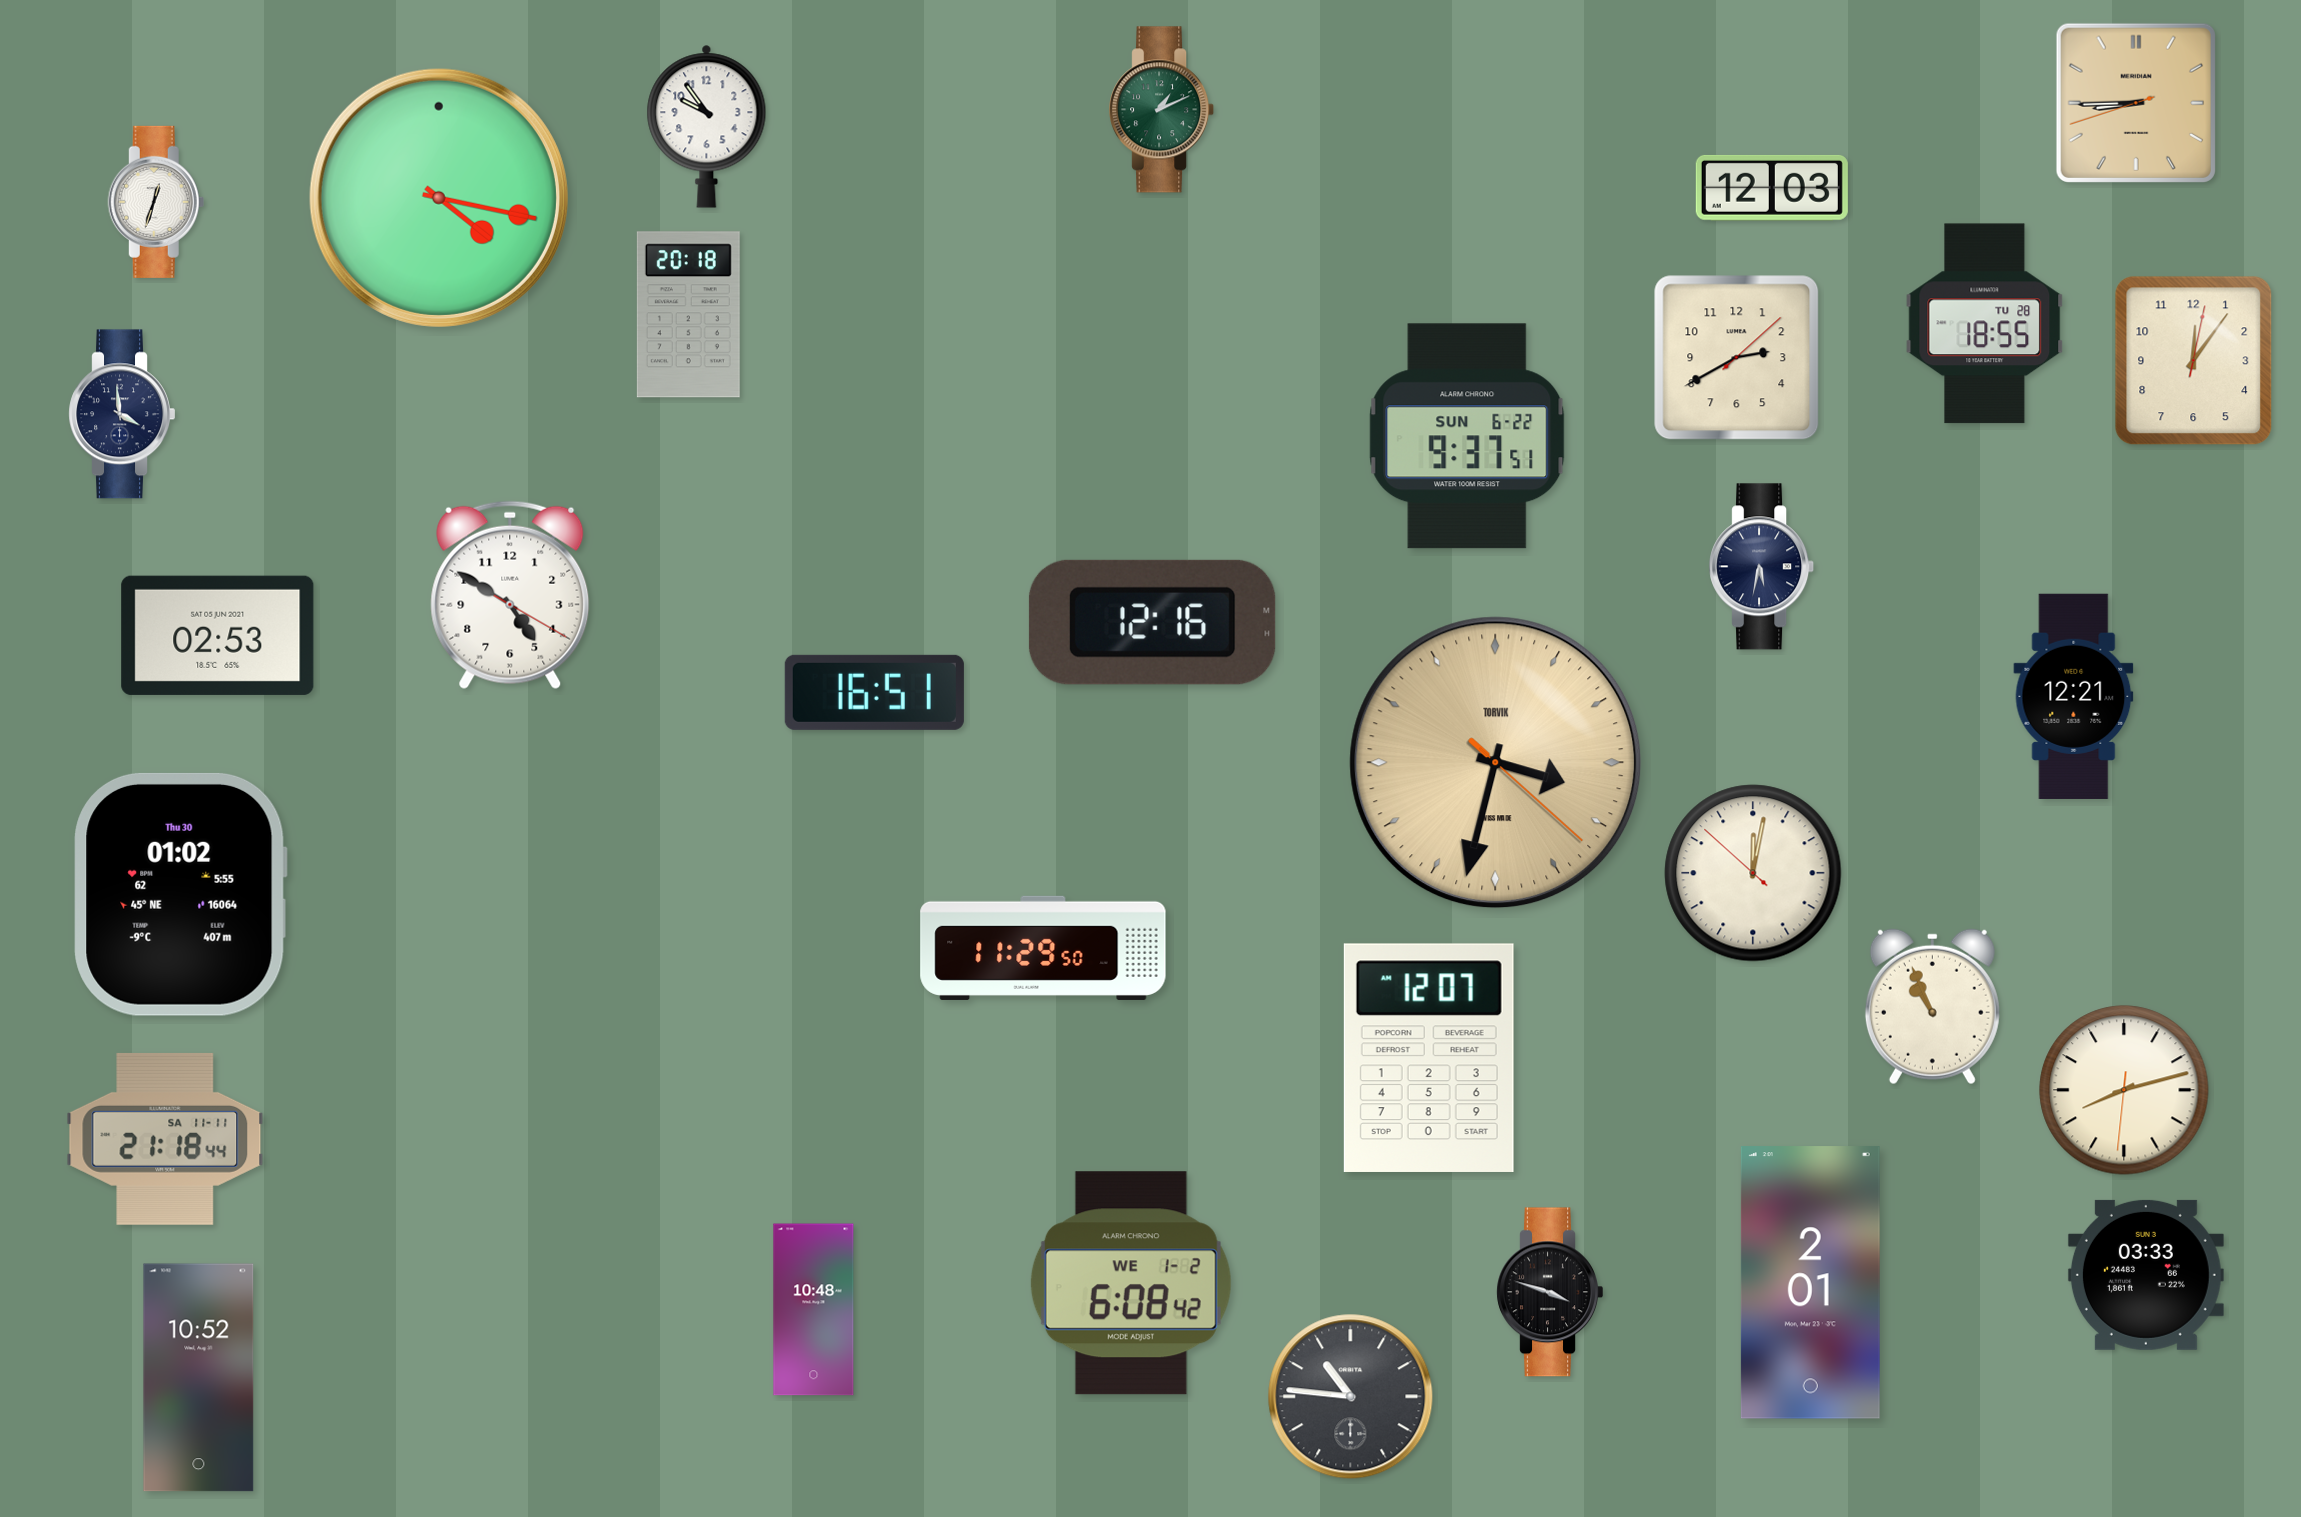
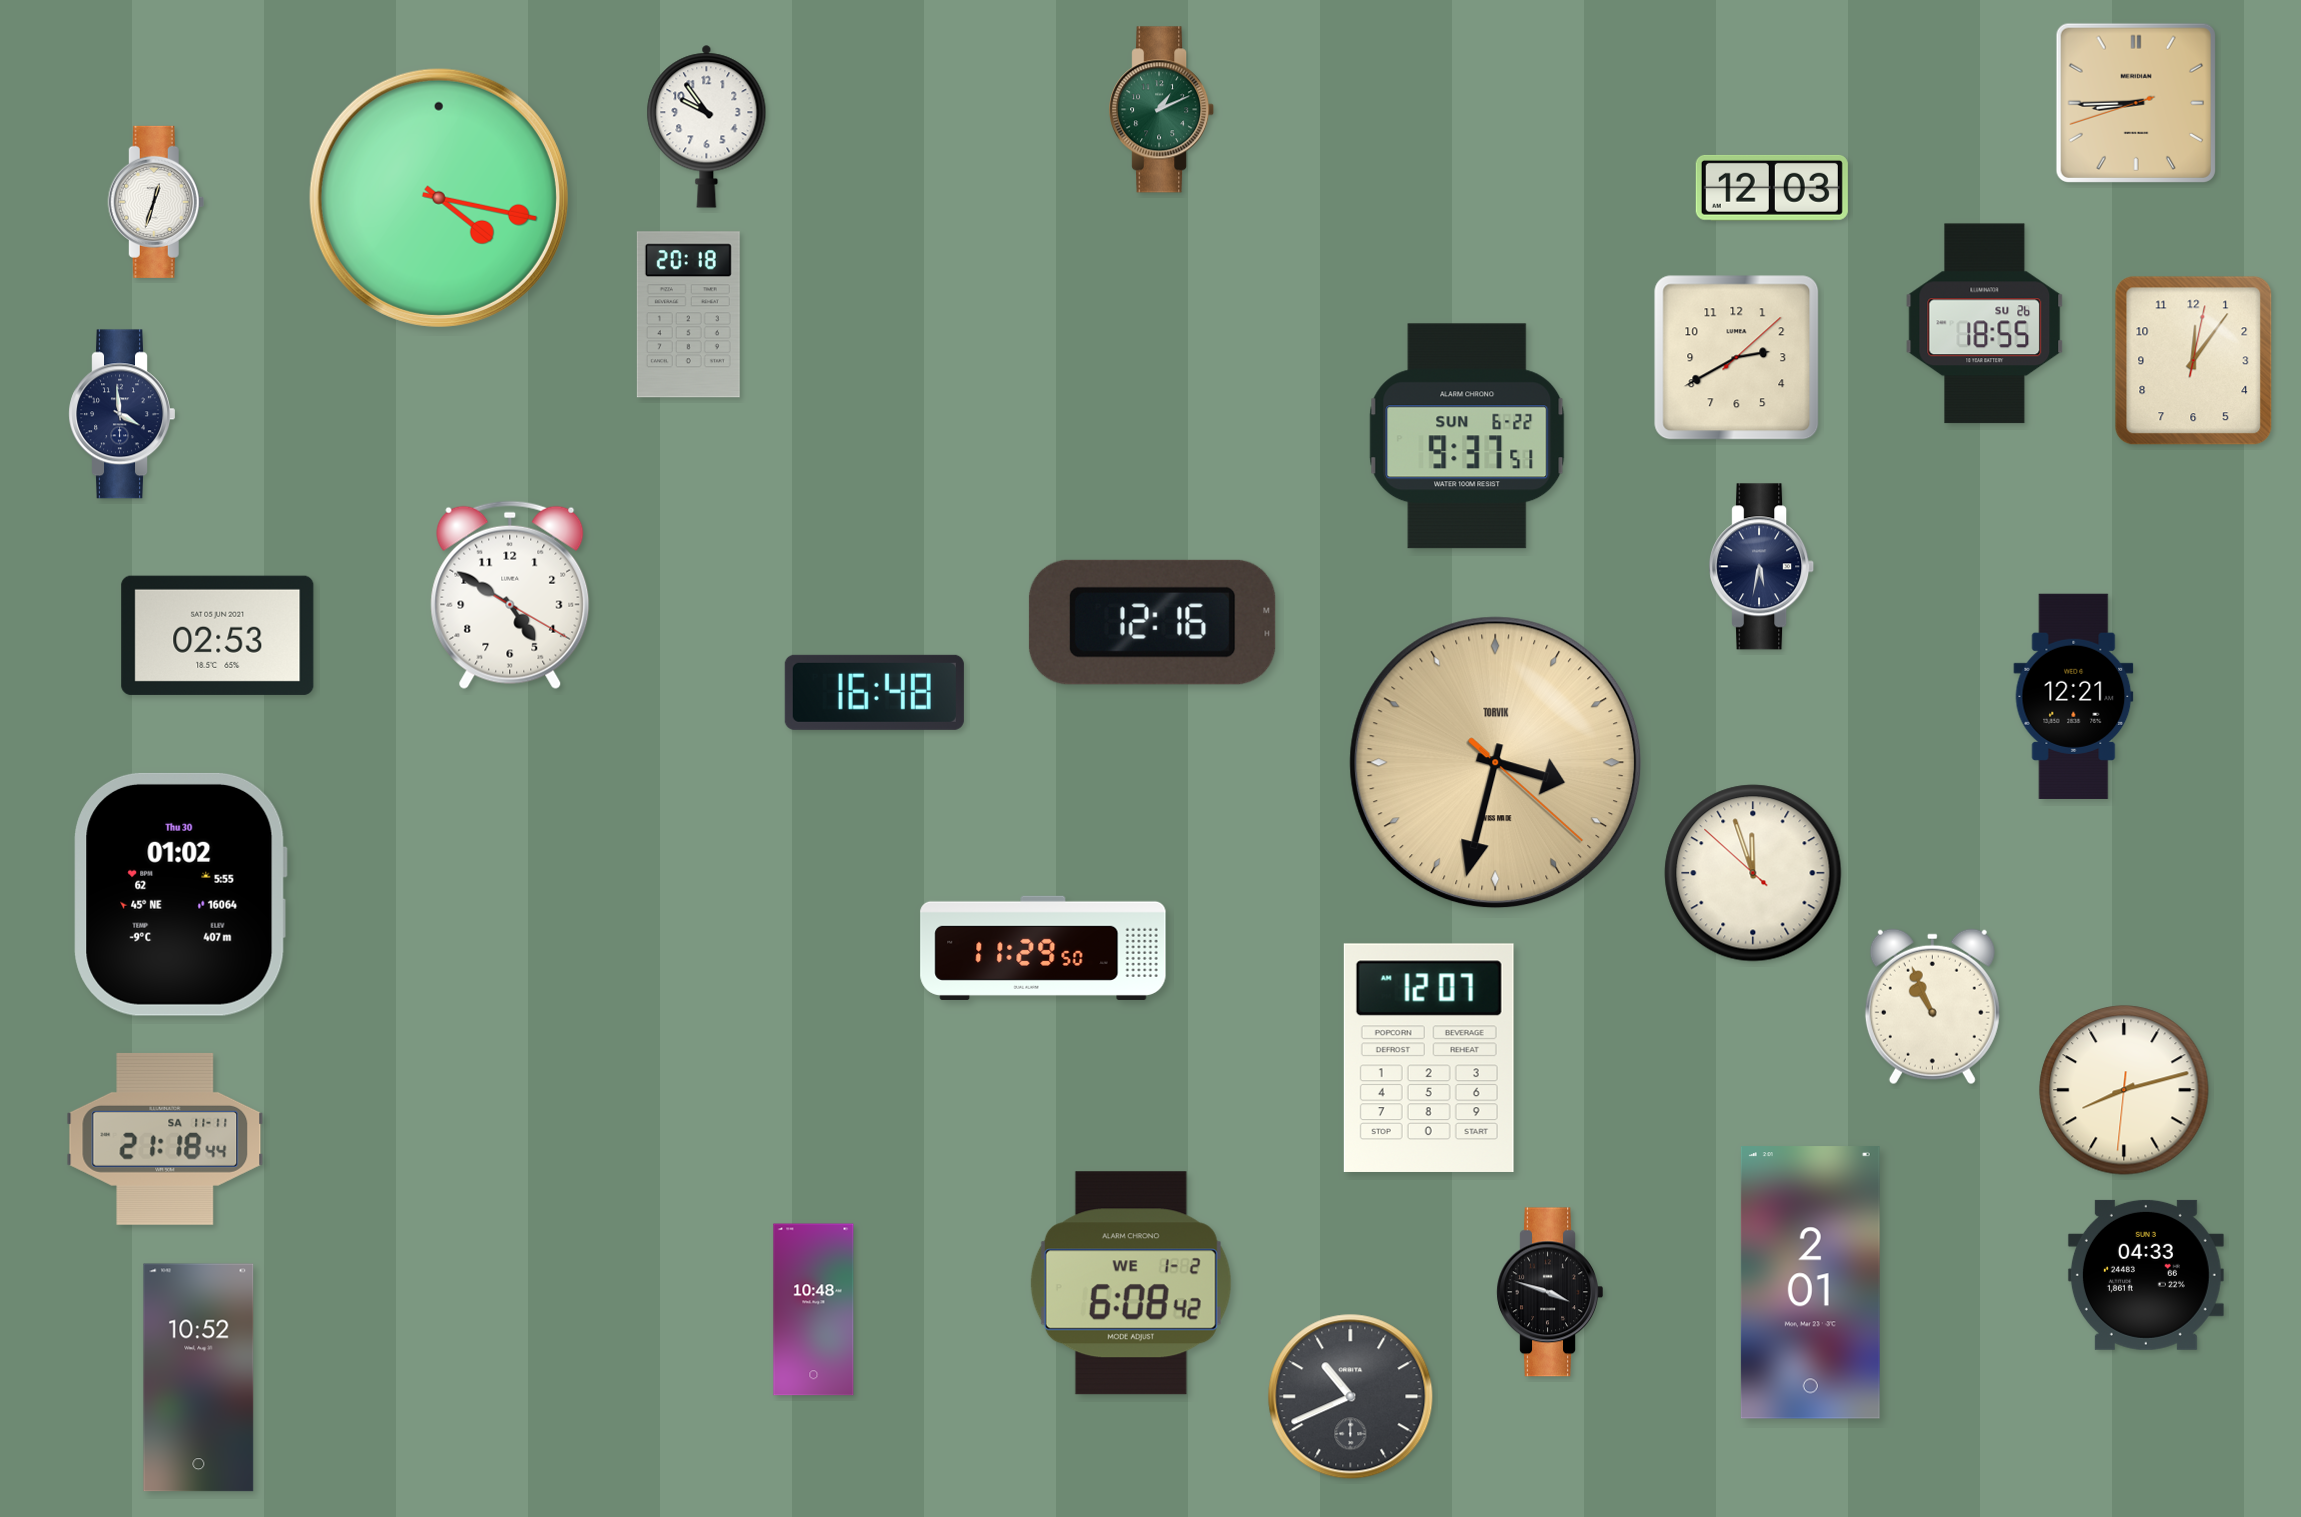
clock at (1985, 324) date: TU 28 -> SU 26
clock at (874, 692): 16:51 -> 16:48
clock at (1753, 873): 12:01 -> 11:56
clock at (2146, 1275): 03:33 -> 04:33
clock at (1351, 1397): 10:46 -> 10:41
